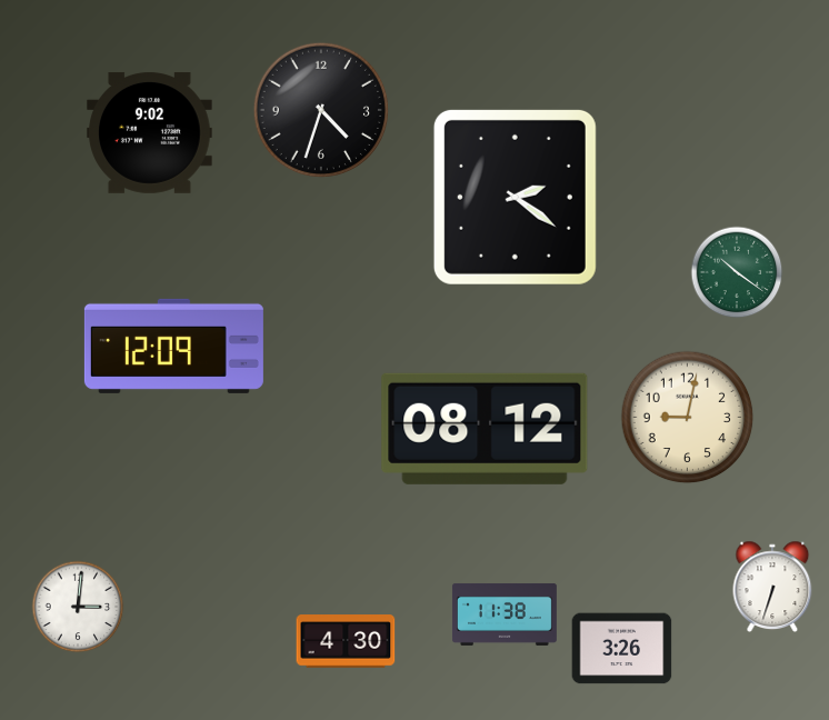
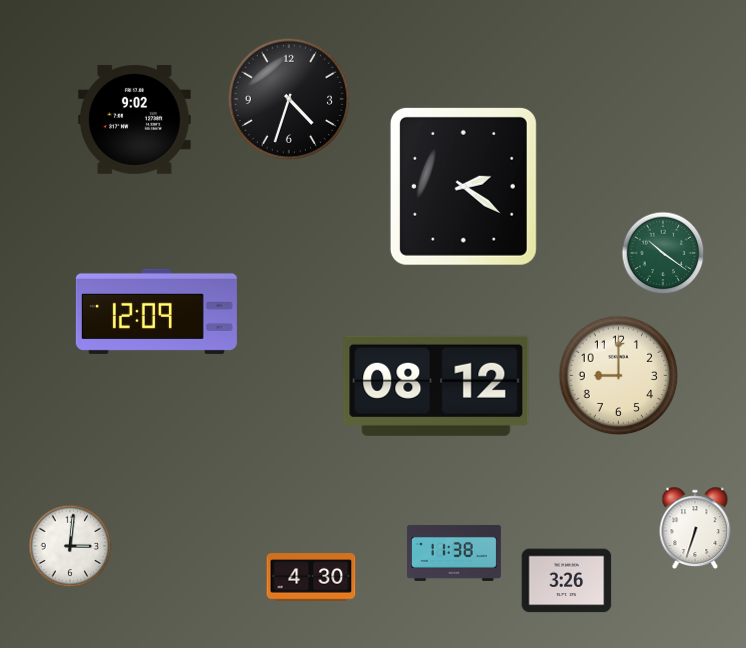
clock at (515, 197) position: (515, 197) -> (463, 186)
clock at (737, 272) position: (737, 272) -> (663, 253)
clock at (688, 418): 9:02 -> 9:00
clock at (622, 649) position: (622, 649) -> (567, 581)
